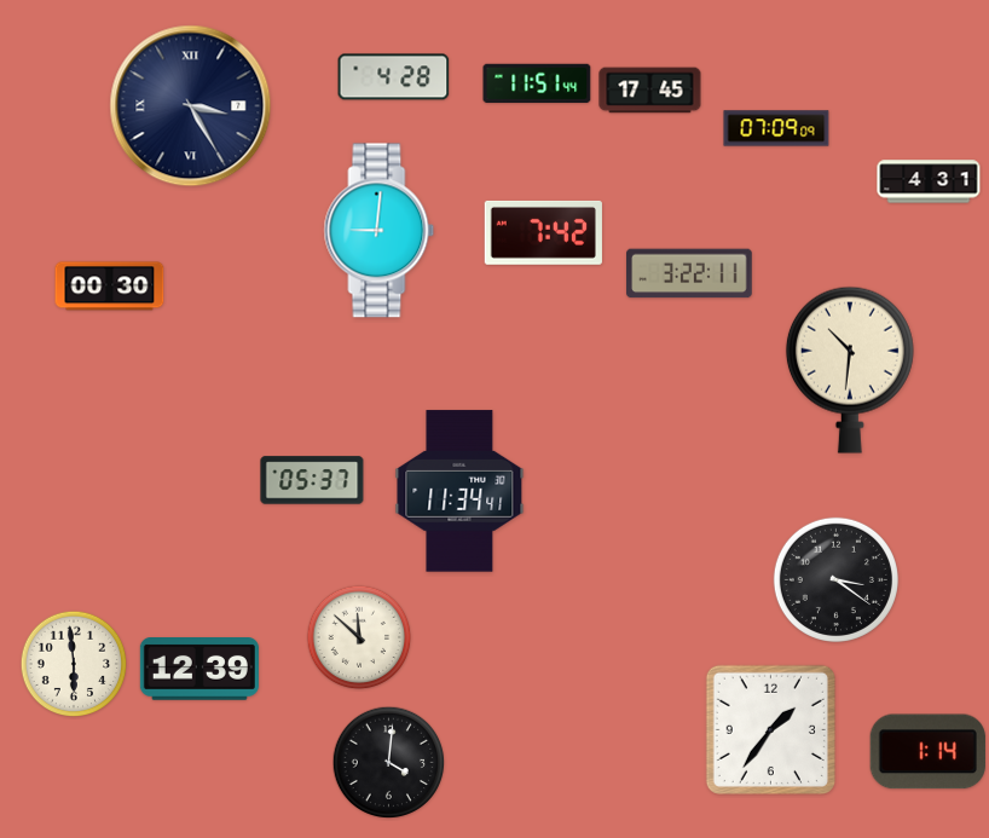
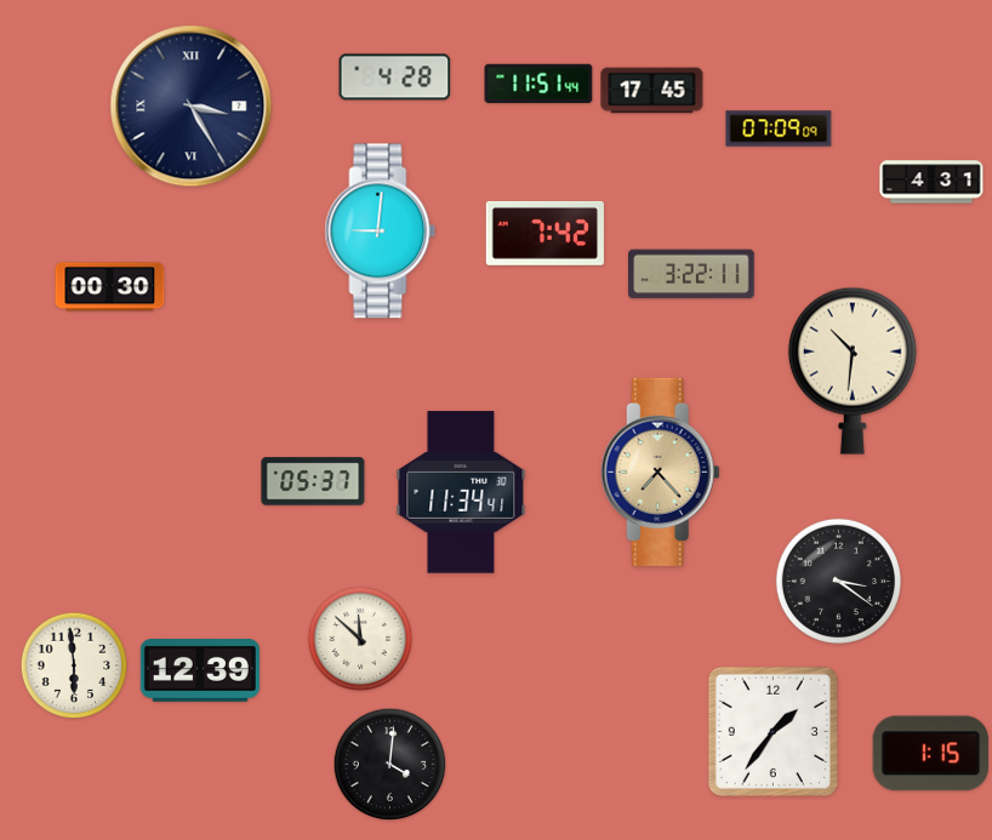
clock at (660, 472): none -> 7:23
clock at (927, 752): 1:14 -> 1:15
